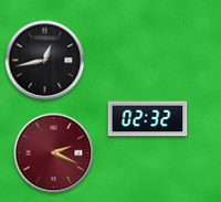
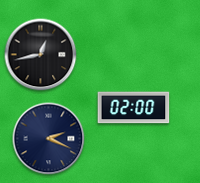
clock at (148, 119): 02:32 -> 02:00
clock at (54, 153) dial: burgundy -> navy
